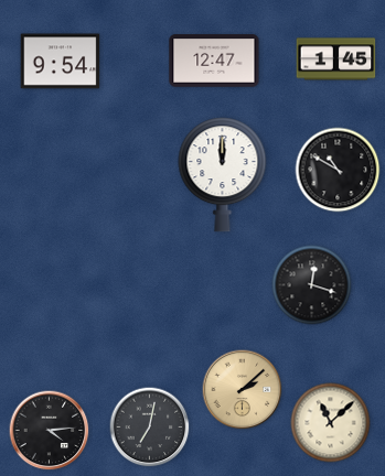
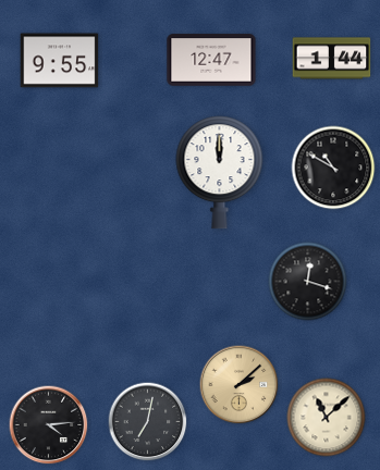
clock at (336, 59): 1:45 -> 1:44
clock at (61, 62): 9:54 -> 9:55
